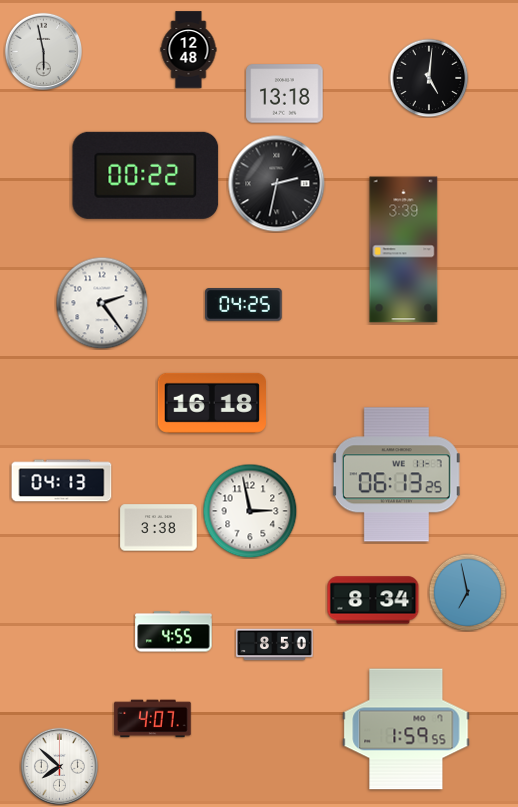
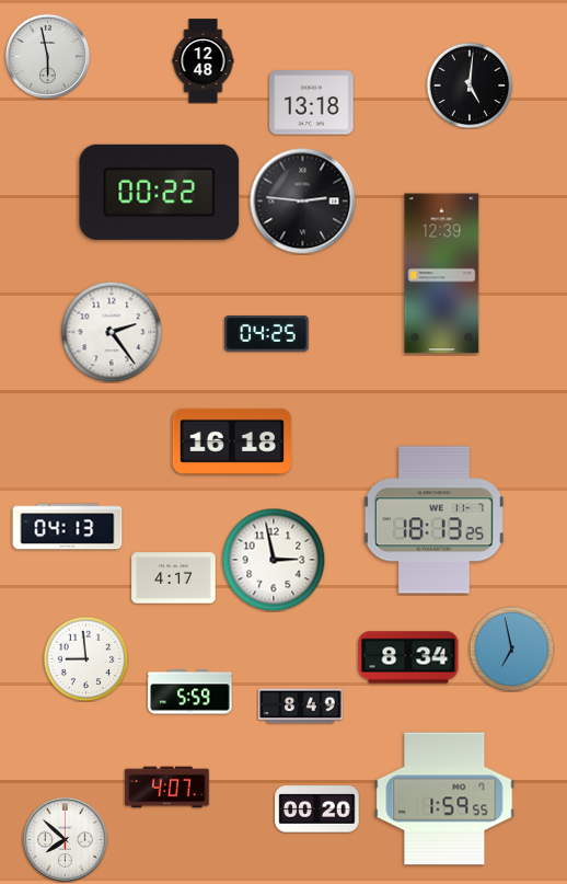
clock at (189, 50) position: (189, 50) -> (204, 61)
clock at (277, 184): 2:32 -> 2:46
clock at (404, 250): 3:39 -> 12:39
clock at (396, 475): 06:13 -> 18:13
clock at (159, 528): 3:38 -> 4:17
clock at (85, 658): none -> 8:59
clock at (174, 632): 4:55 -> 5:59
clock at (275, 645): 8:50 -> 8:49
clock at (317, 810): none -> 00:20
